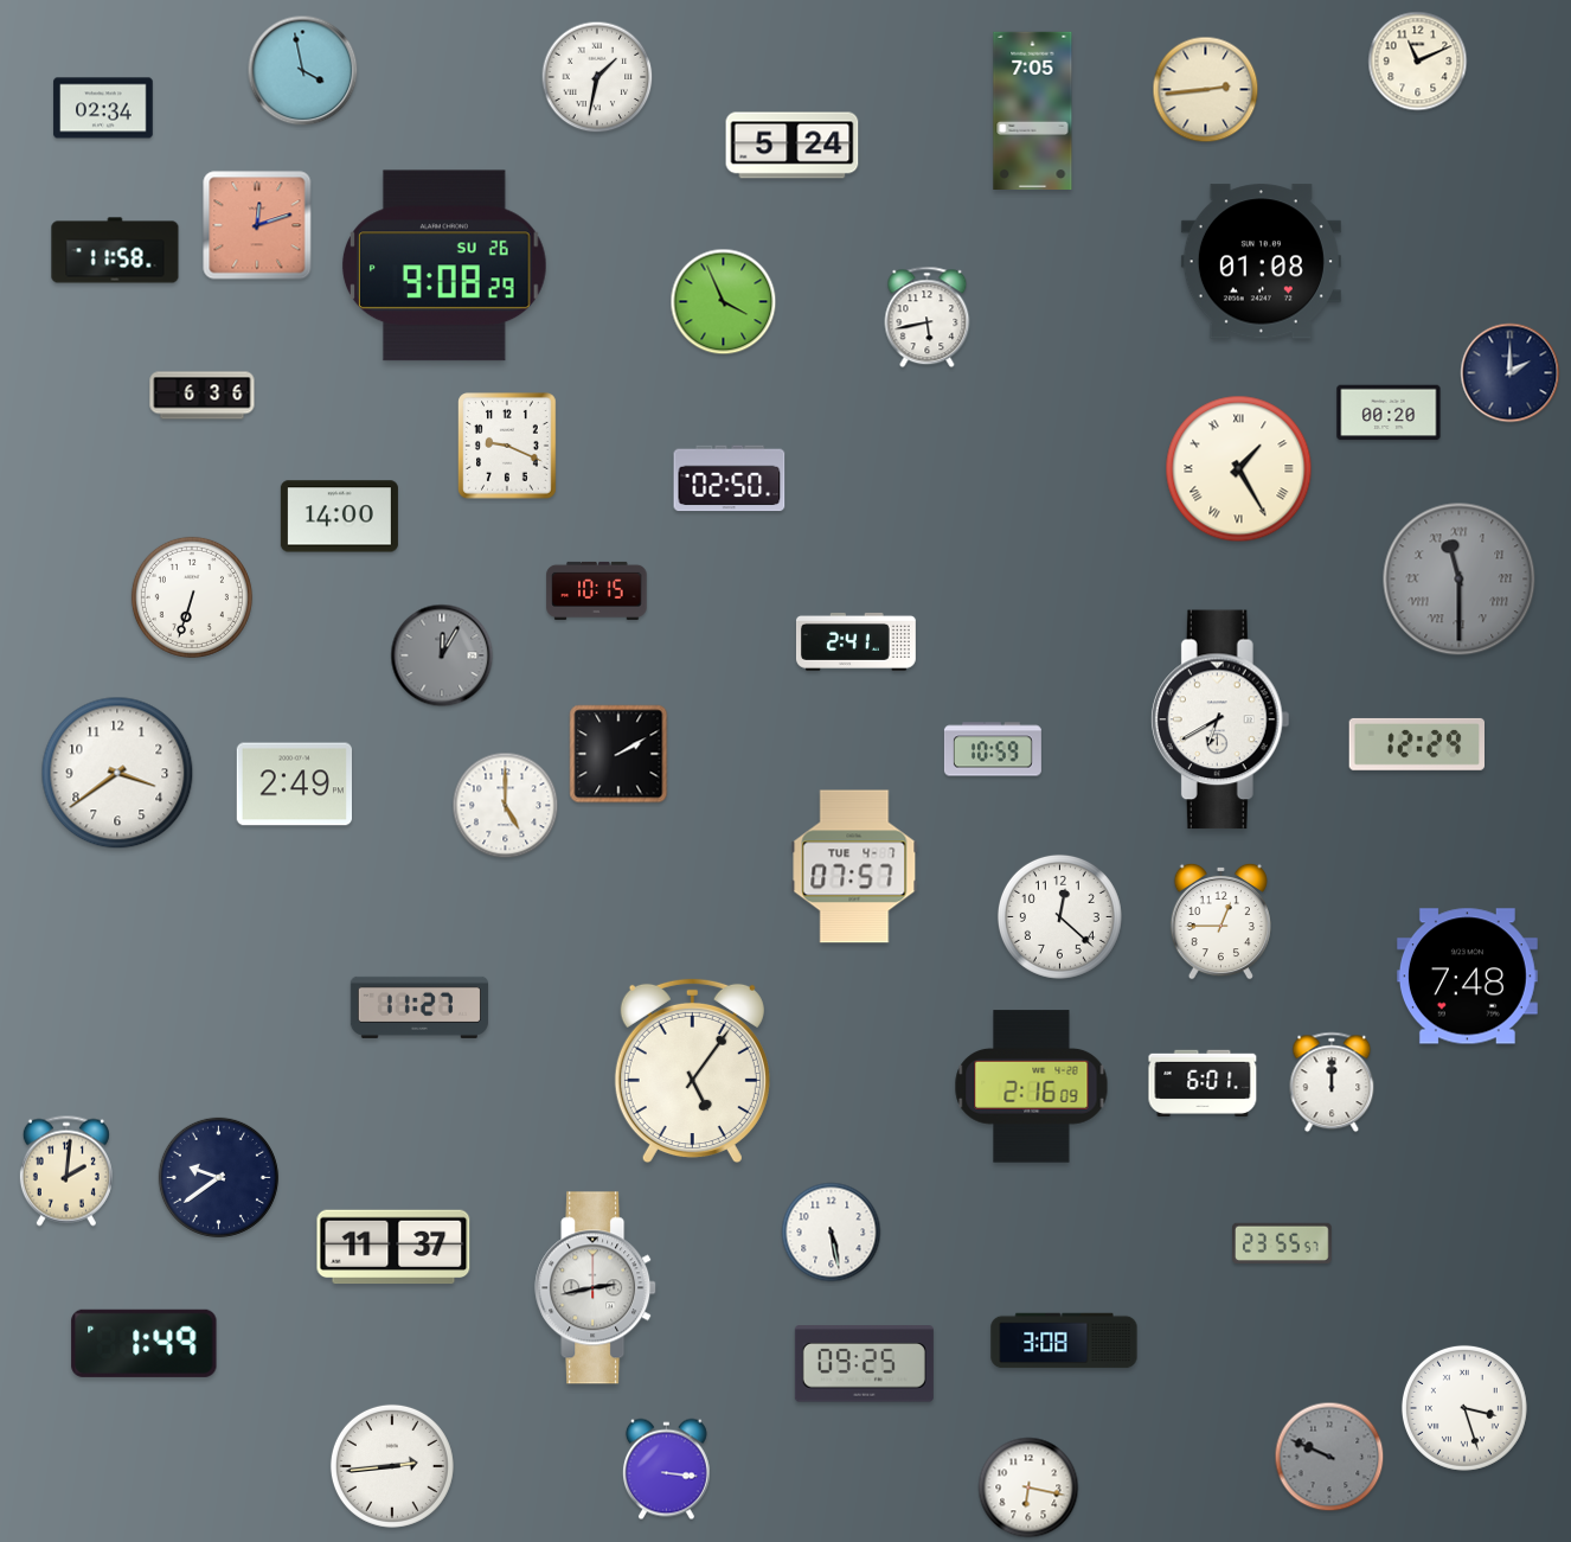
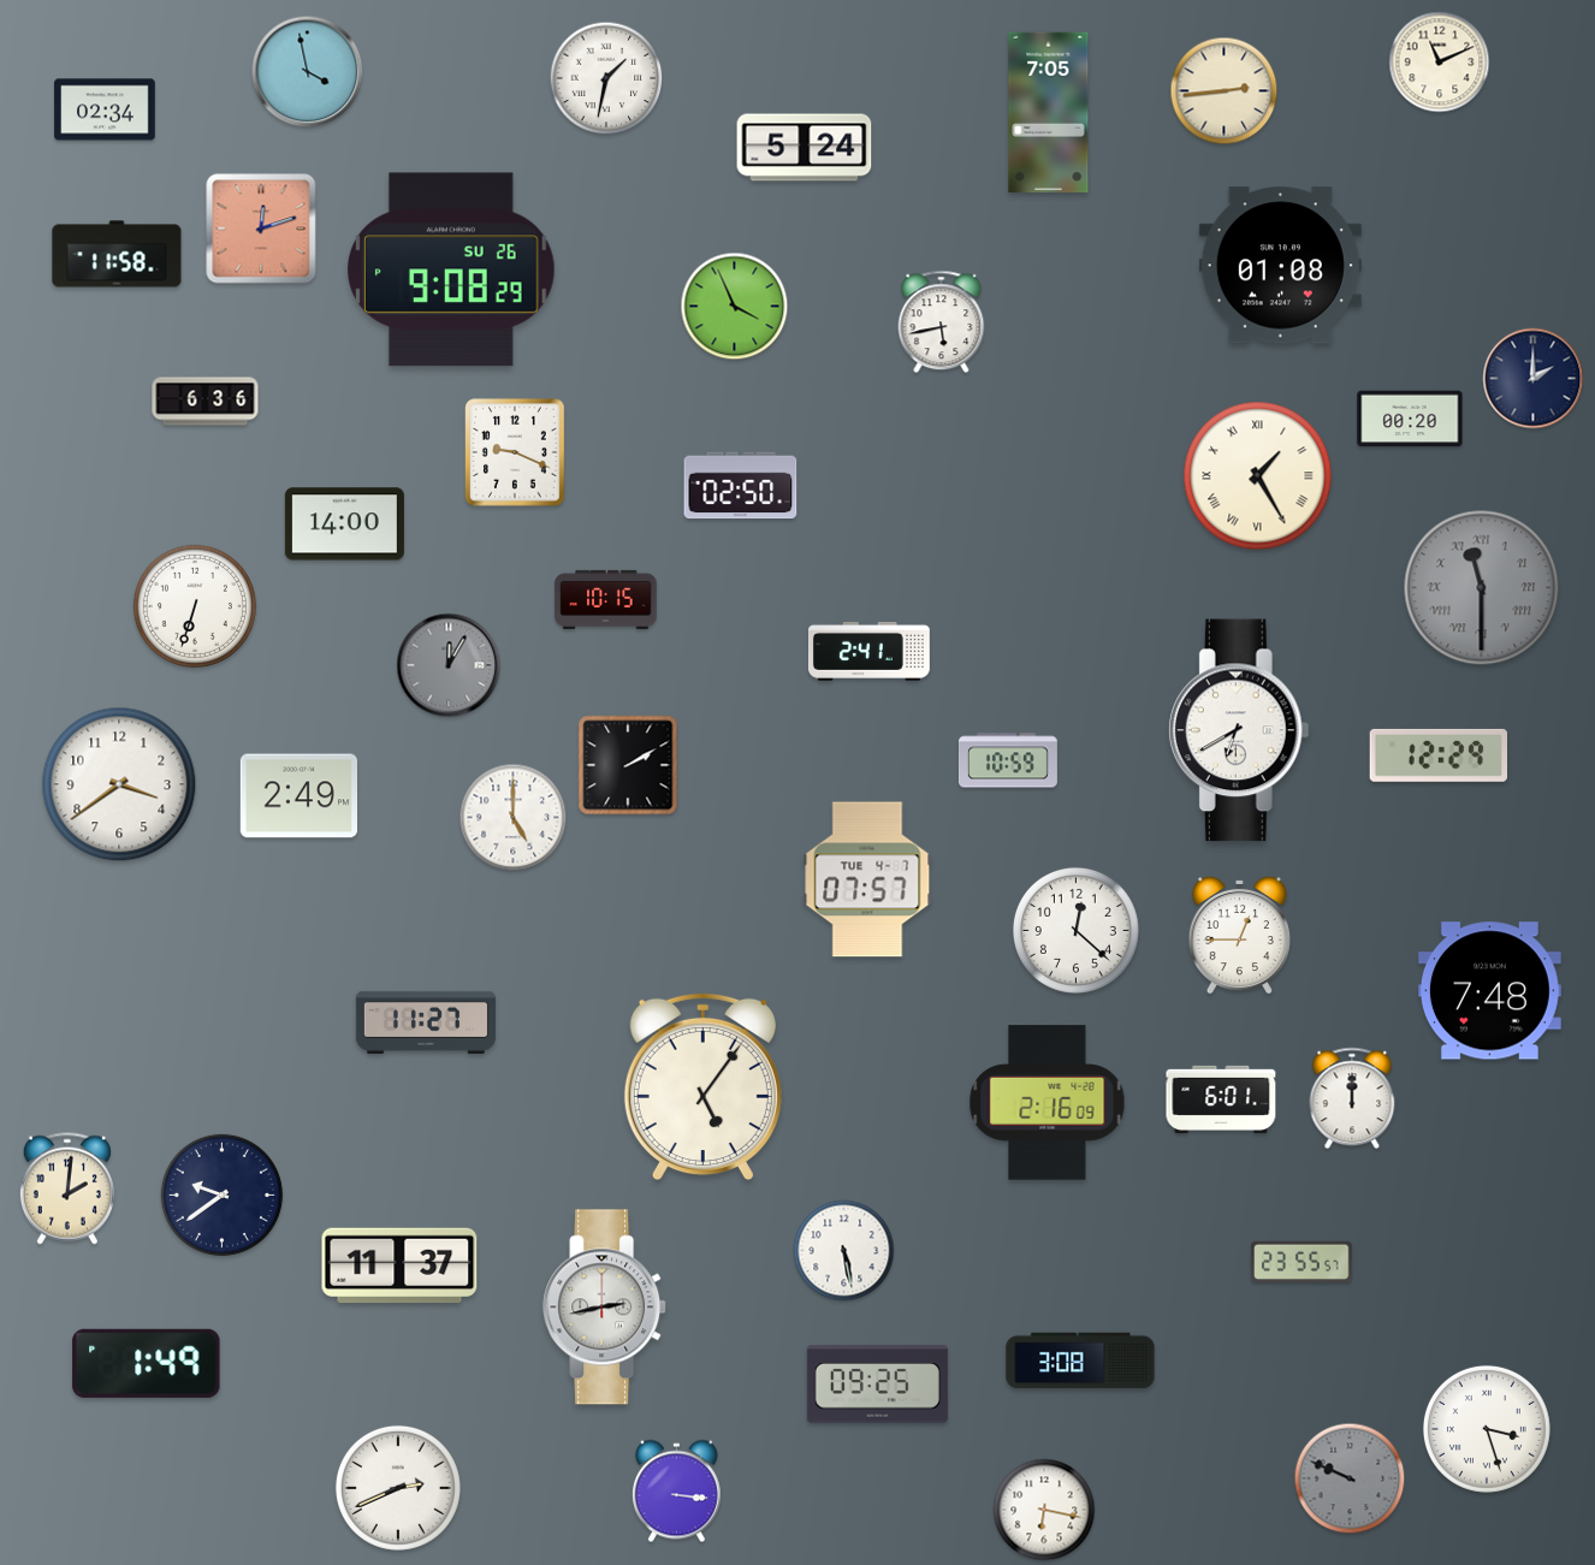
clock at (392, 1466): 2:44 -> 2:41
